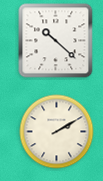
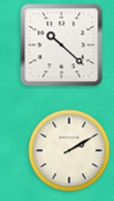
clock at (57, 132) position: (57, 132) -> (70, 151)
